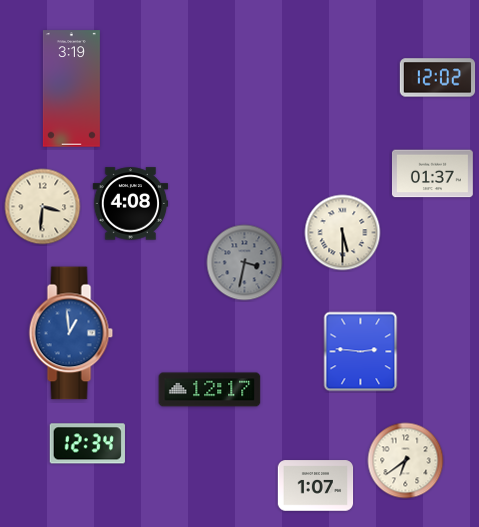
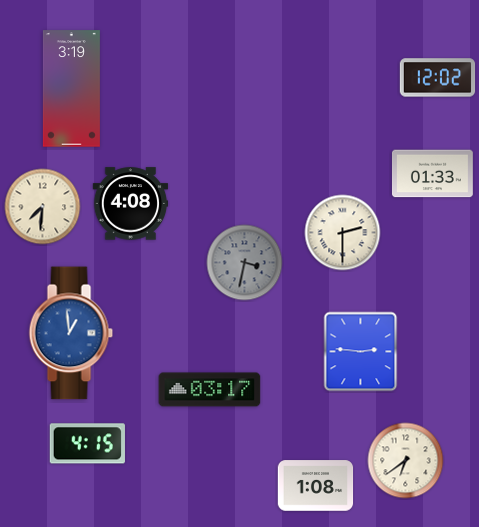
clock at (432, 174): 01:37 -> 01:33
clock at (43, 207): 3:31 -> 7:31
clock at (343, 233): 5:30 -> 2:30
clock at (210, 390): 12:17 -> 03:17
clock at (87, 444): 12:34 -> 4:15
clock at (316, 486): 1:07 -> 1:08
